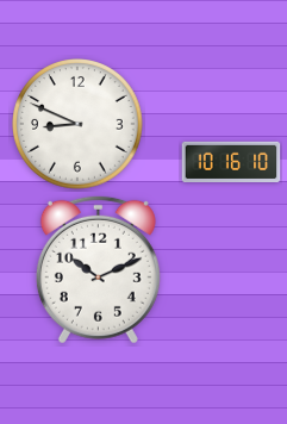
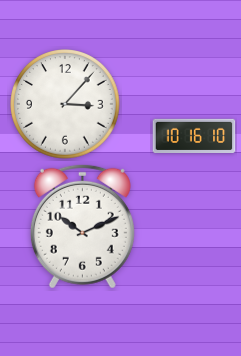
clock at (79, 125): 8:49 -> 3:07
